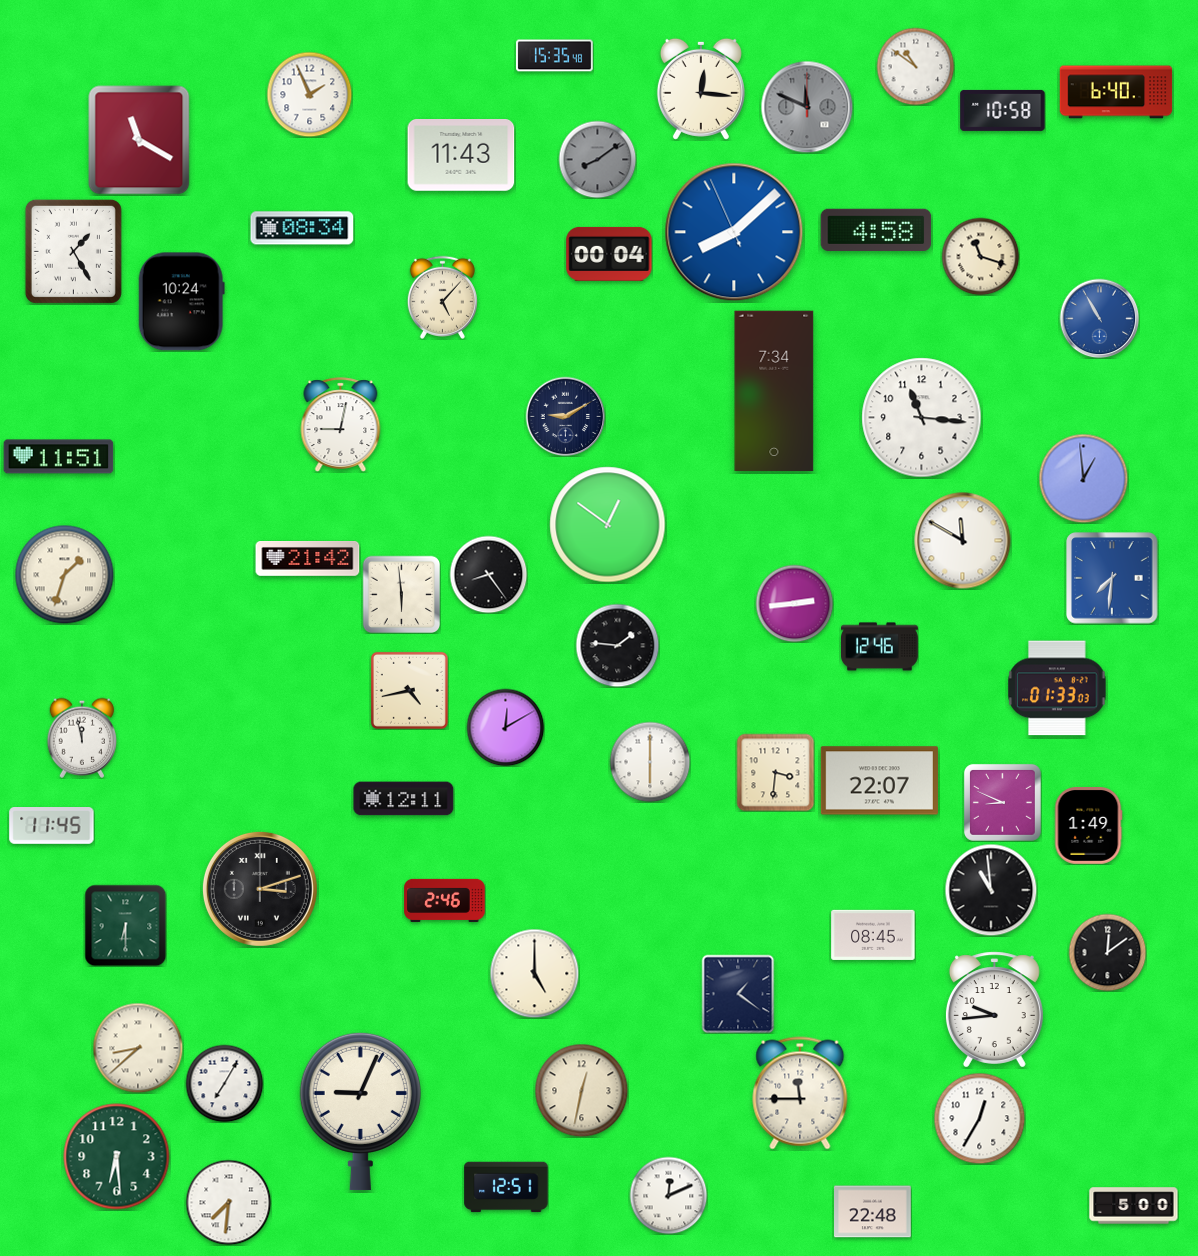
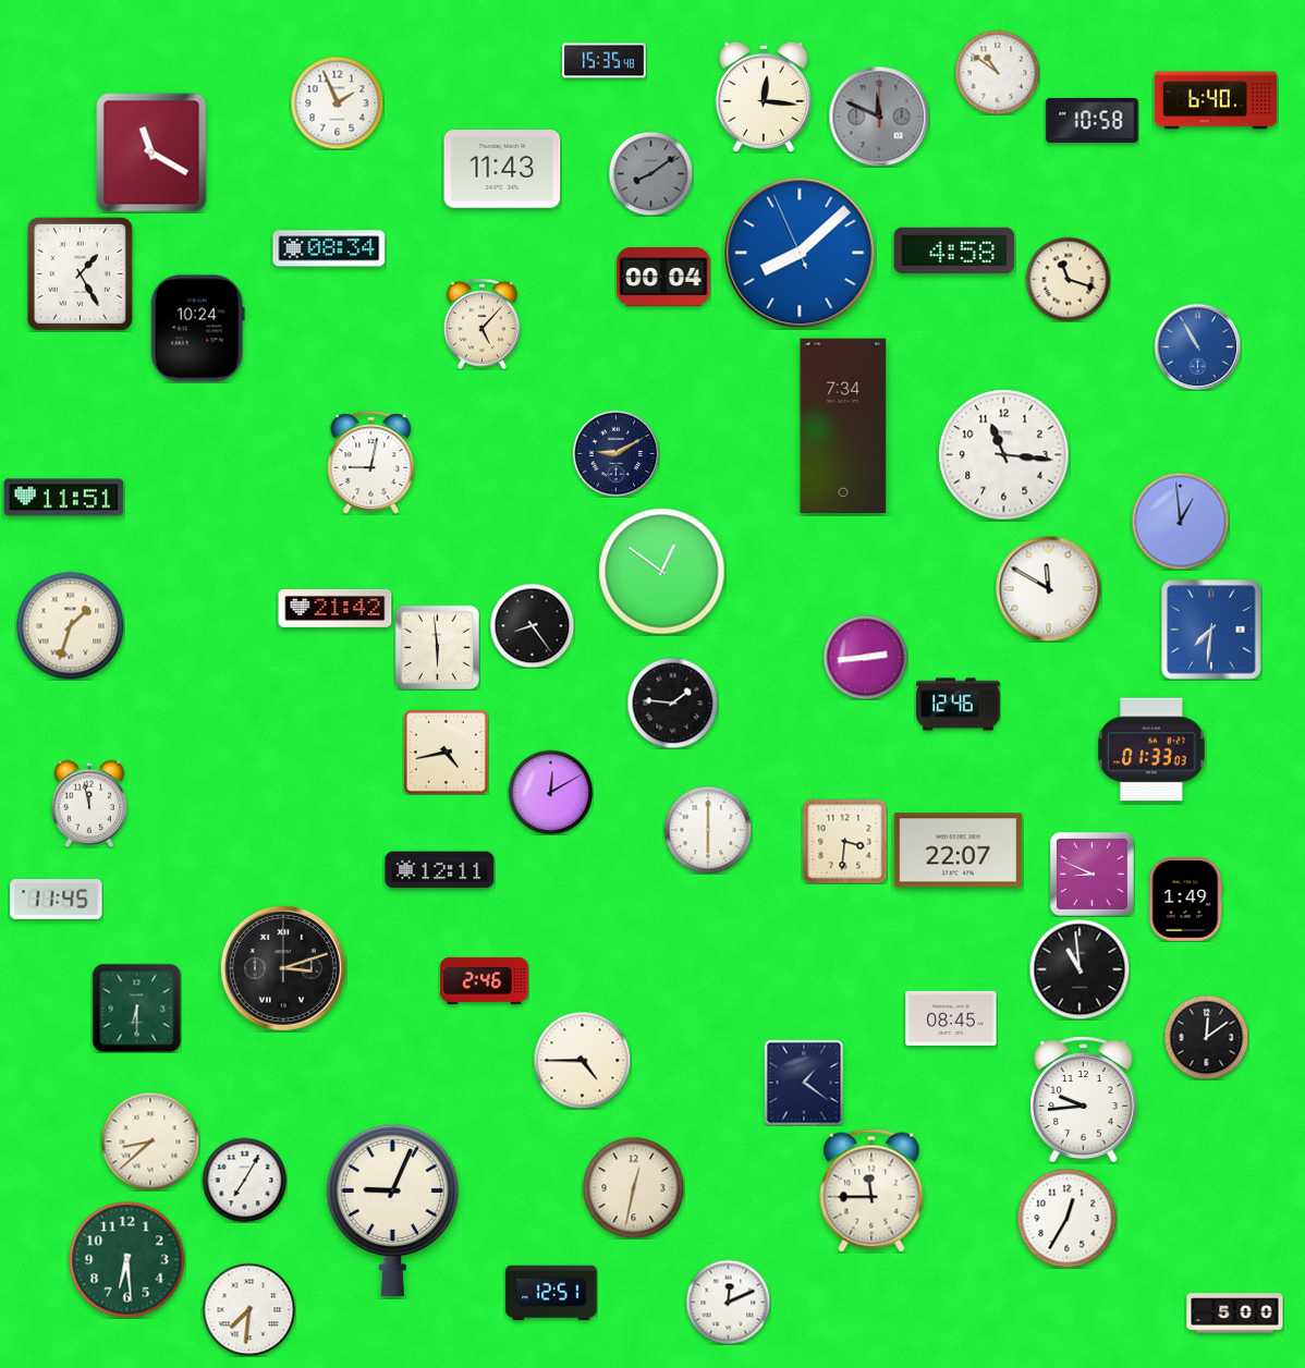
clock at (534, 973): 5:00 -> 4:45
clock at (873, 1212): 22:48 -> none
